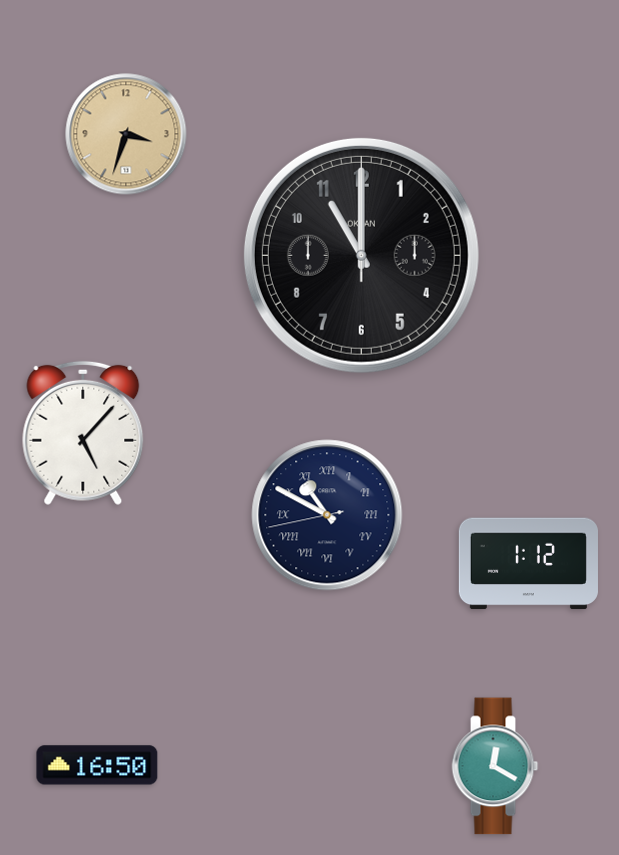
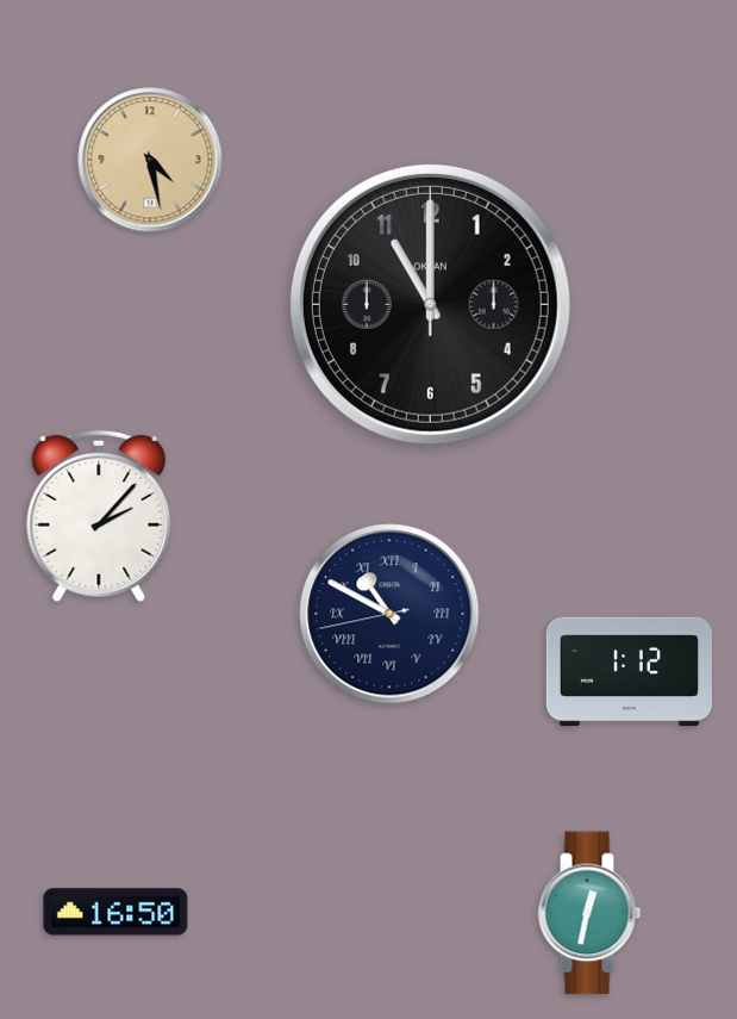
clock at (126, 134): 3:33 -> 4:28
clock at (83, 433): 5:07 -> 2:07
clock at (495, 766): 12:20 -> 12:32
